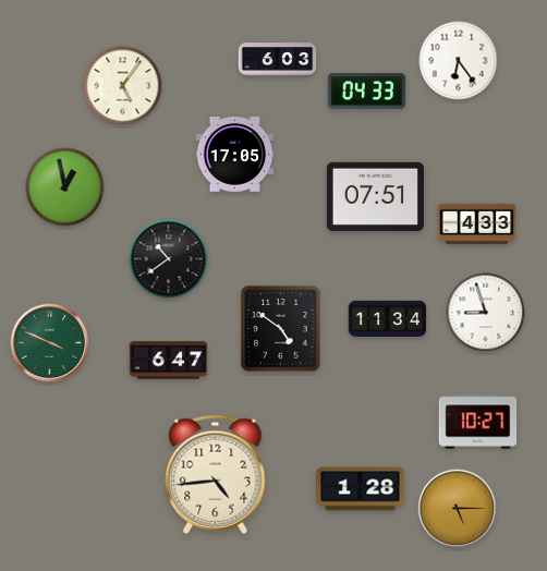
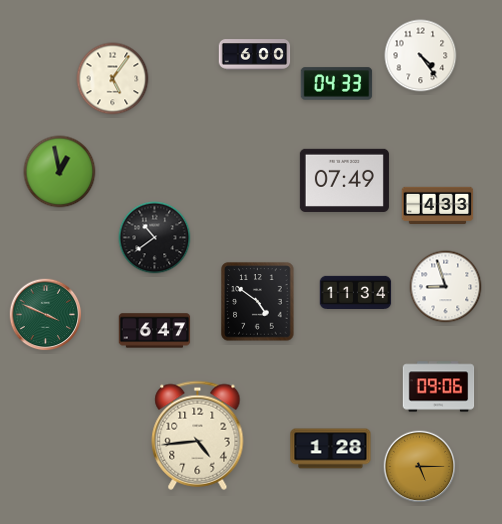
clock at (278, 60): 6:03 -> 6:00
clock at (459, 61): 6:24 -> 4:24
clock at (235, 155): 17:05 -> none
clock at (375, 196): 07:51 -> 07:49
clock at (478, 422): 10:27 -> 09:06
